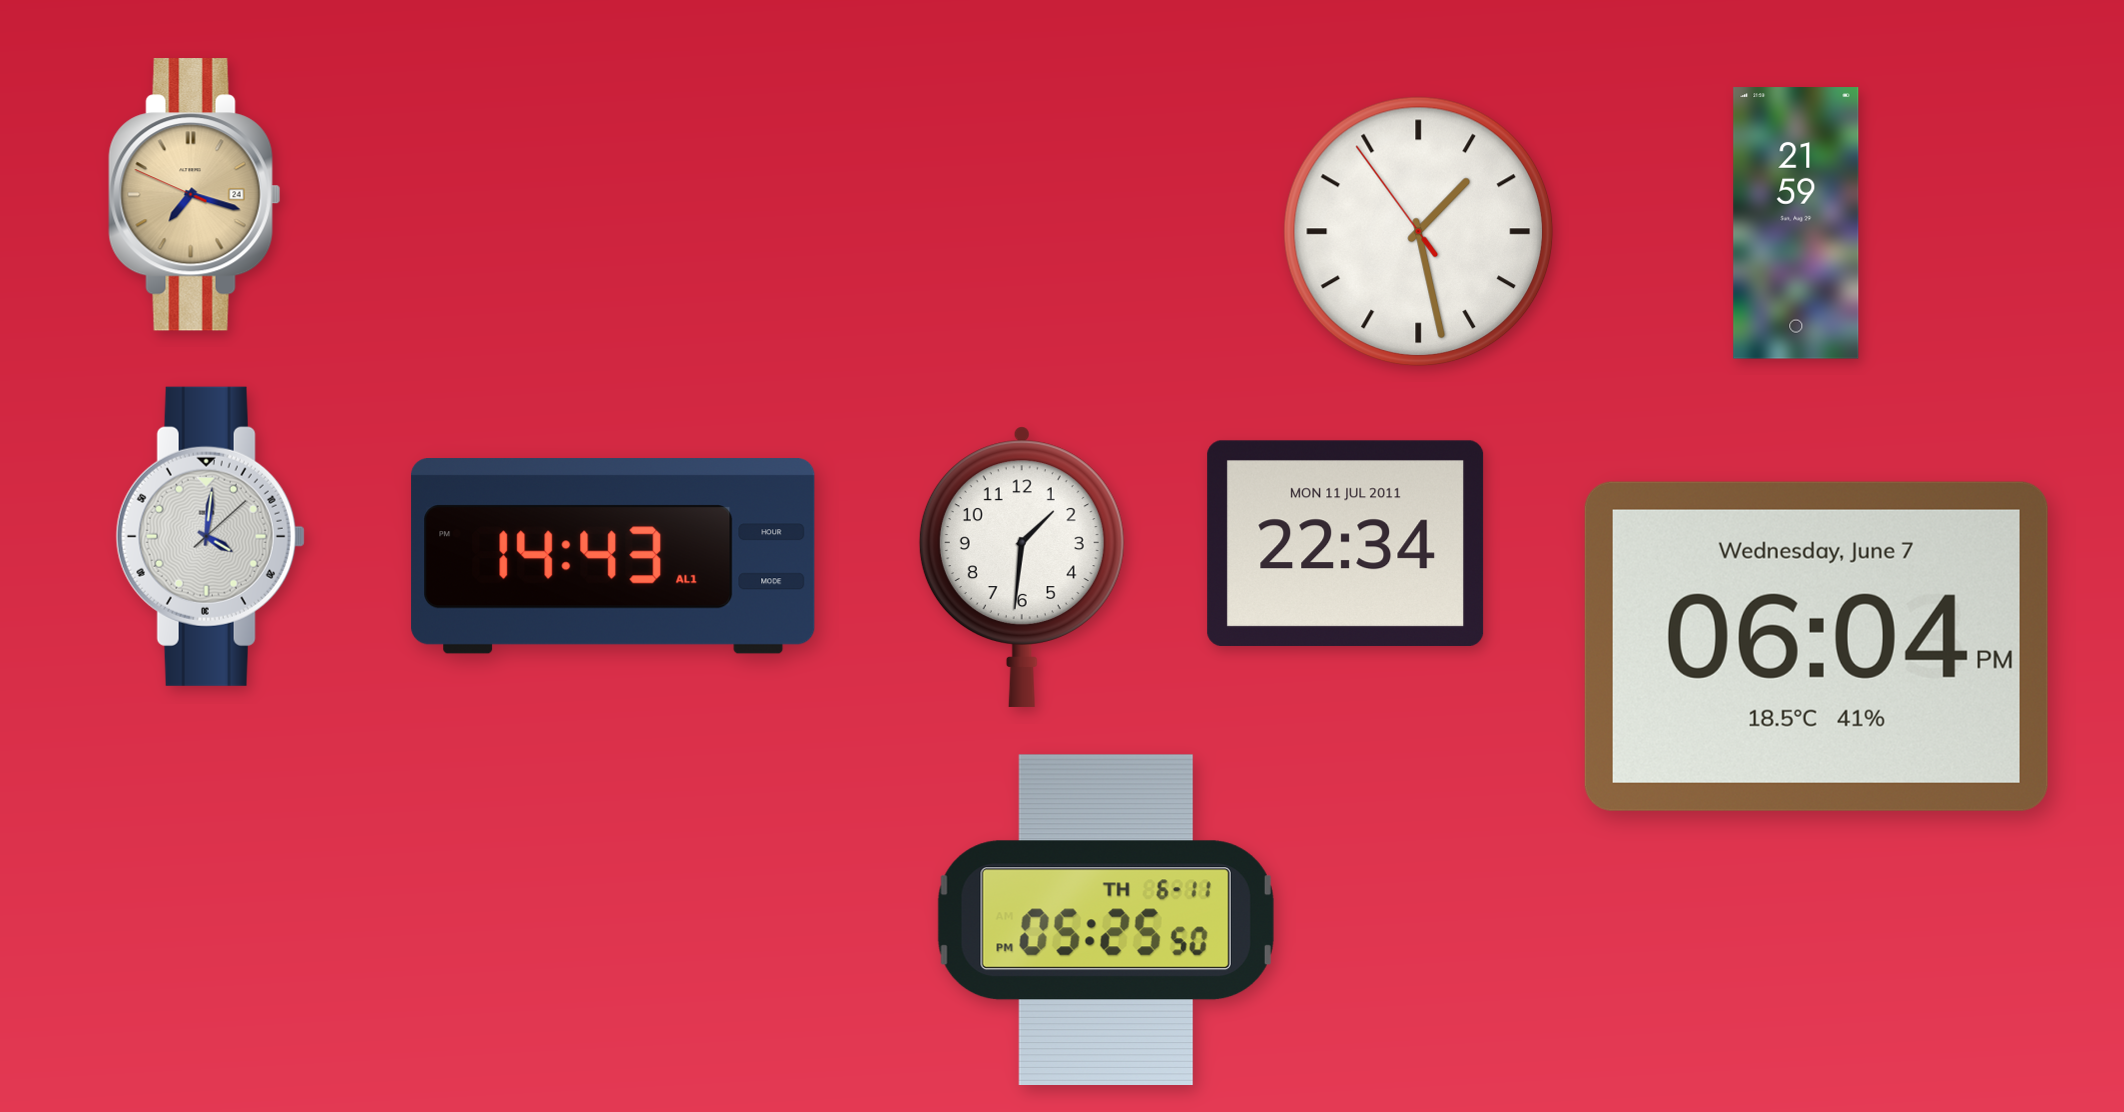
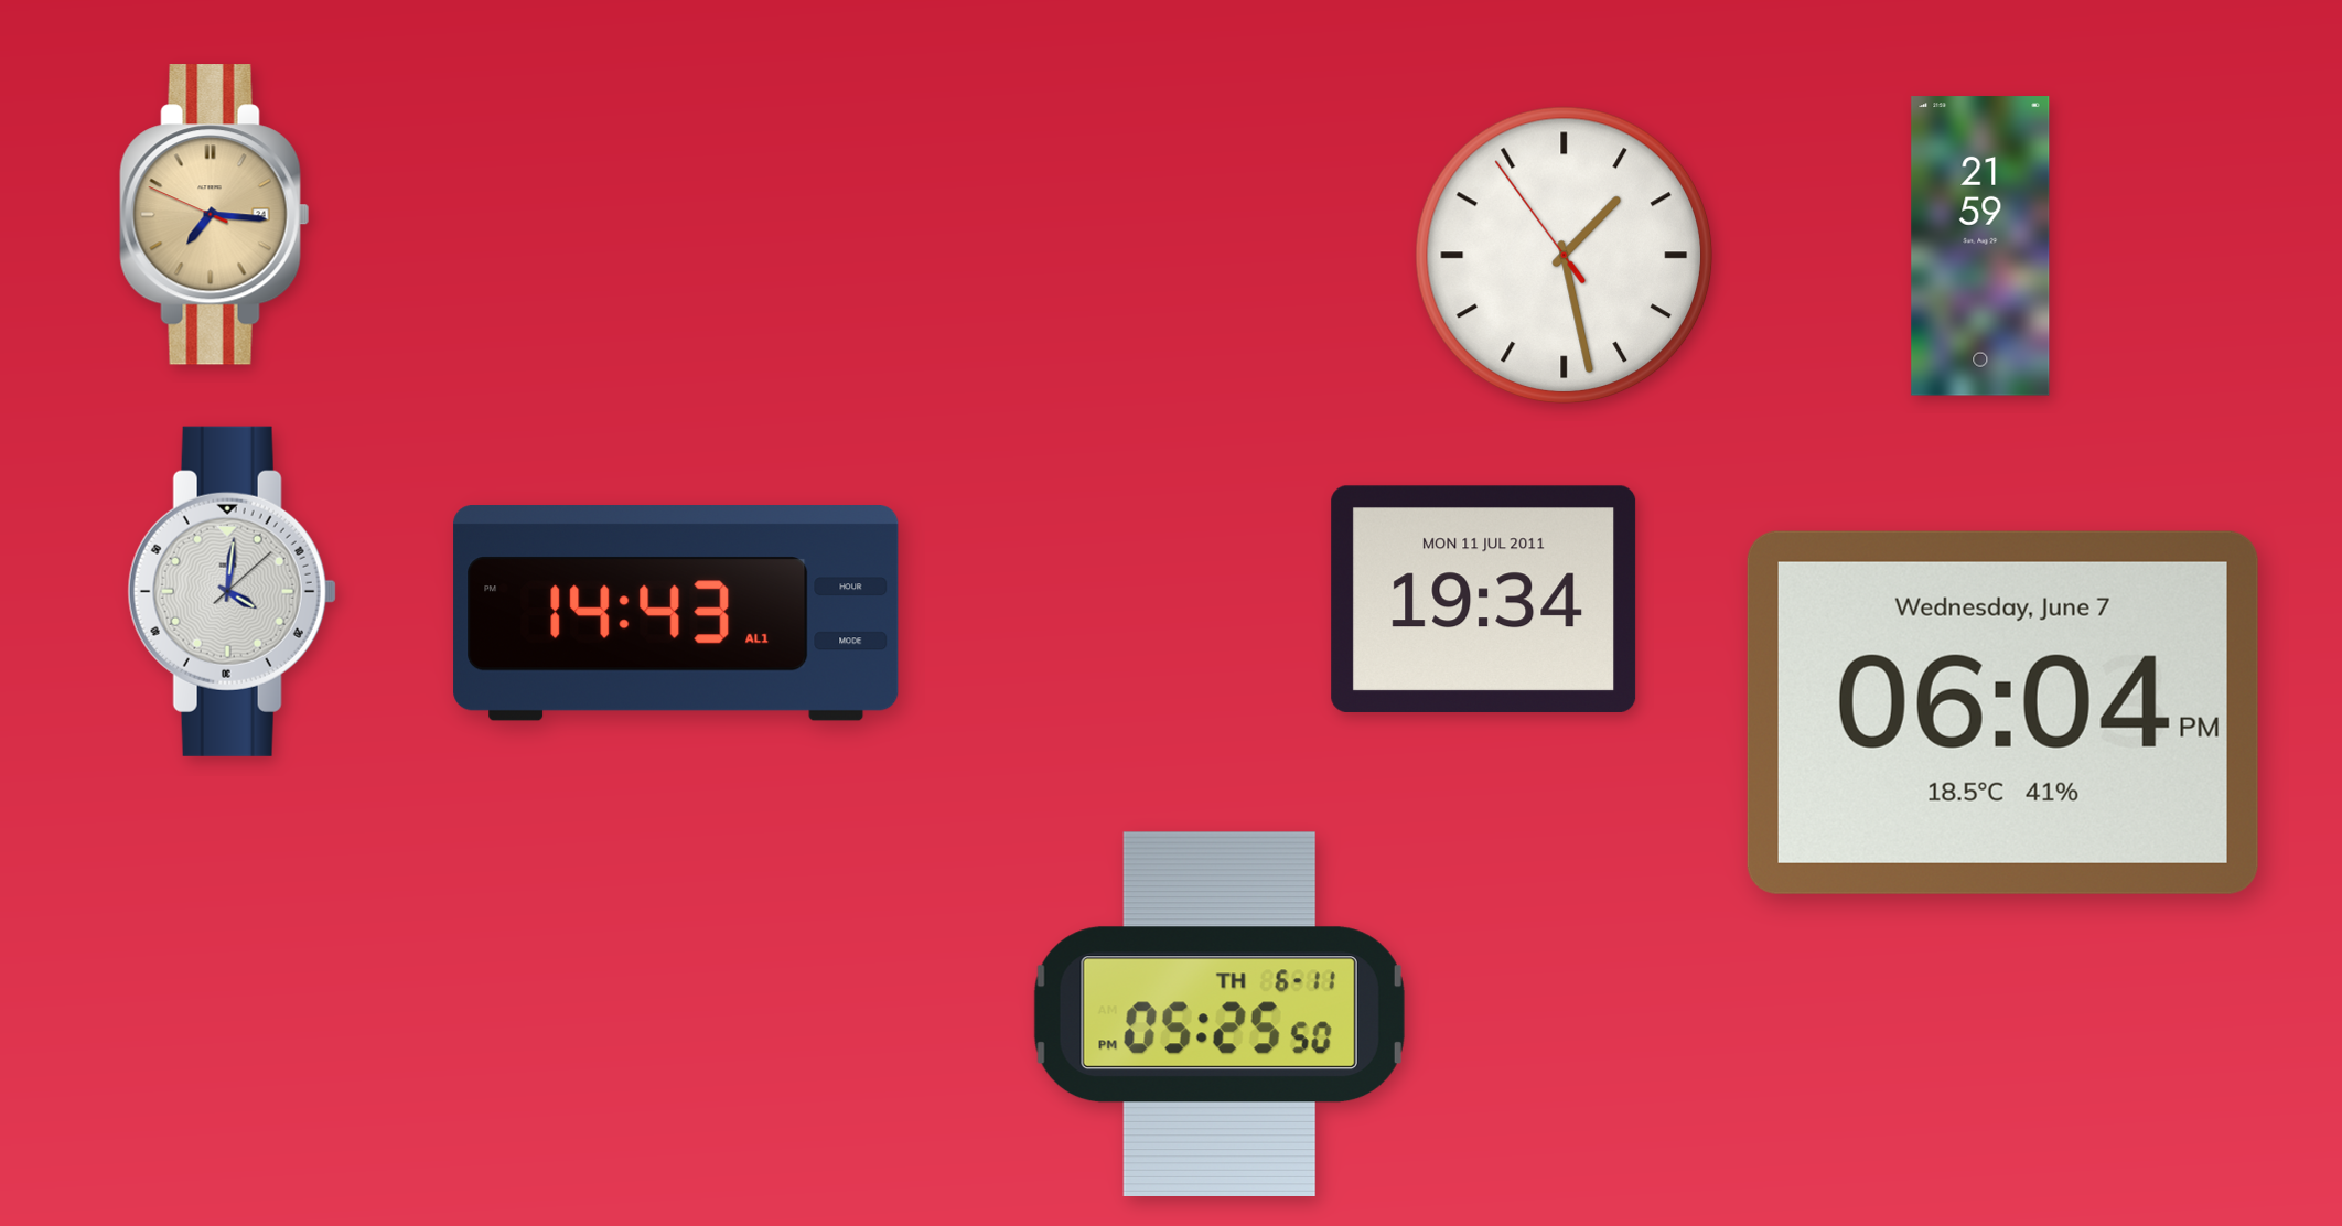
clock at (195, 195): 7:17 -> 7:15
clock at (1346, 543): 22:34 -> 19:34
clock at (1022, 567): 1:31 -> none
